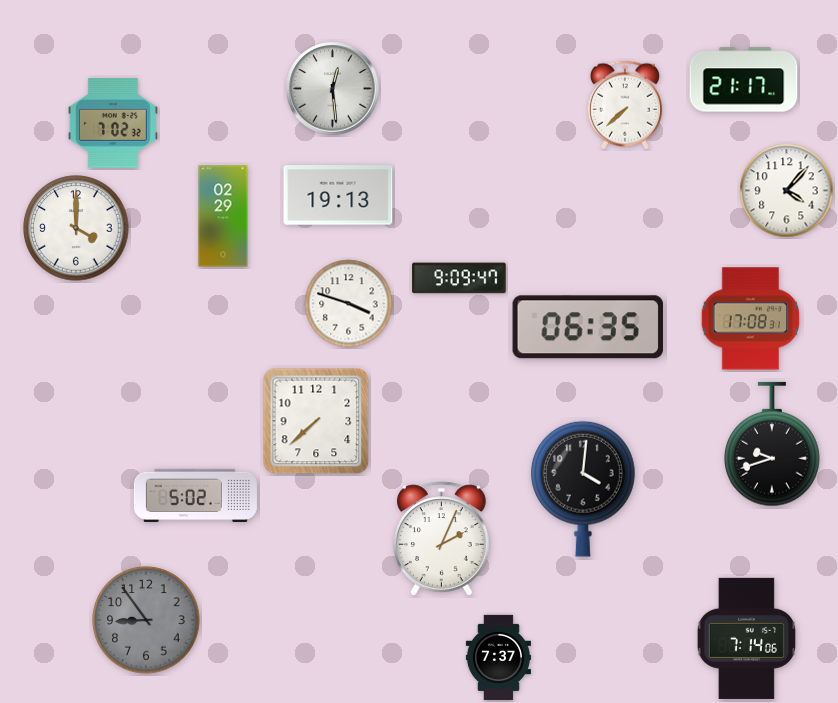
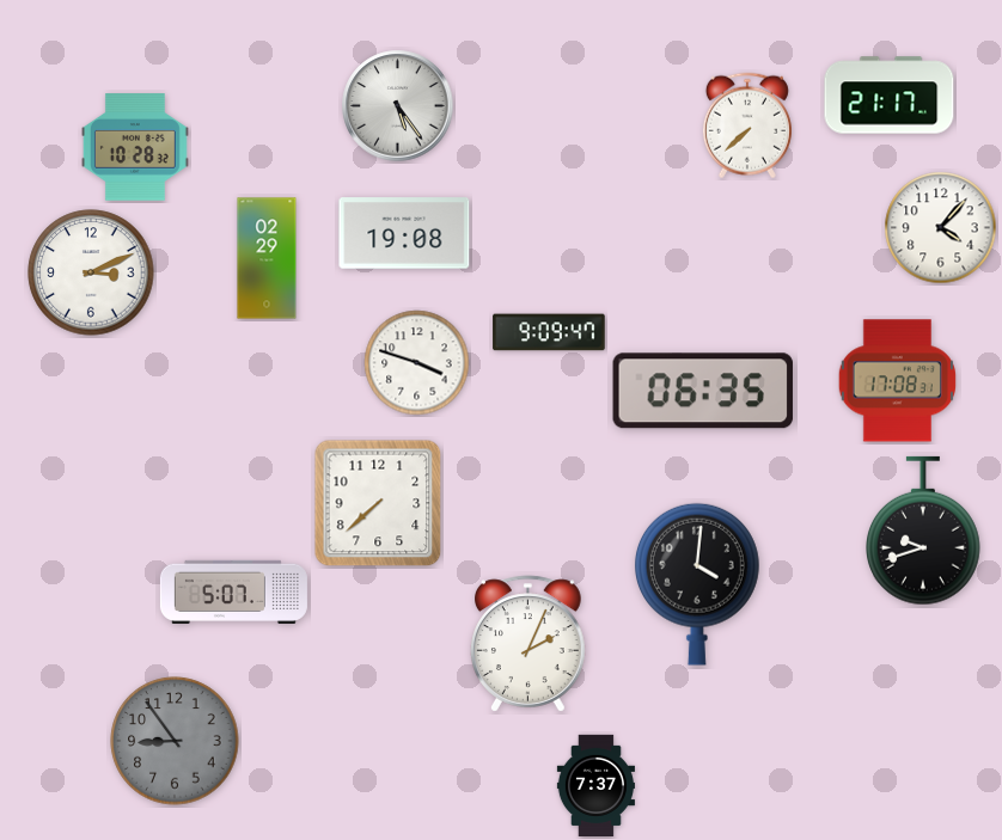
clock at (333, 89): 12:29 -> 5:24
clock at (113, 123): 7:02 -> 10:28
clock at (338, 195): 19:13 -> 19:08
clock at (76, 228): 4:00 -> 3:11
clock at (195, 495): 5:02 -> 5:07
clock at (746, 638): 7:14 -> none
